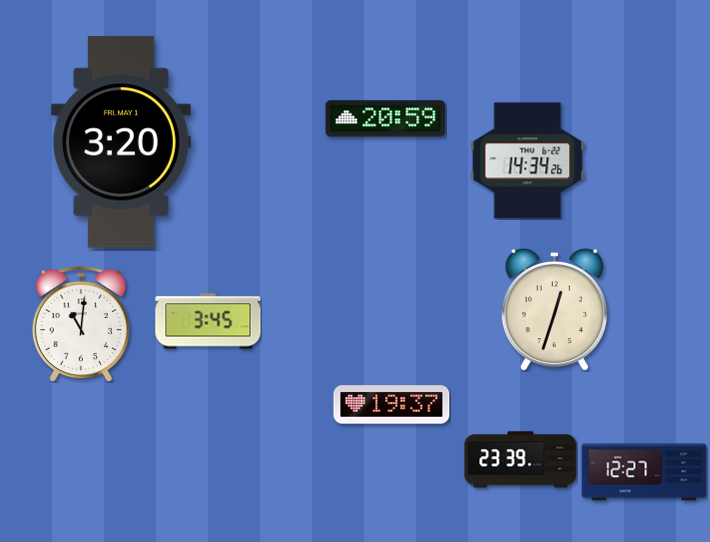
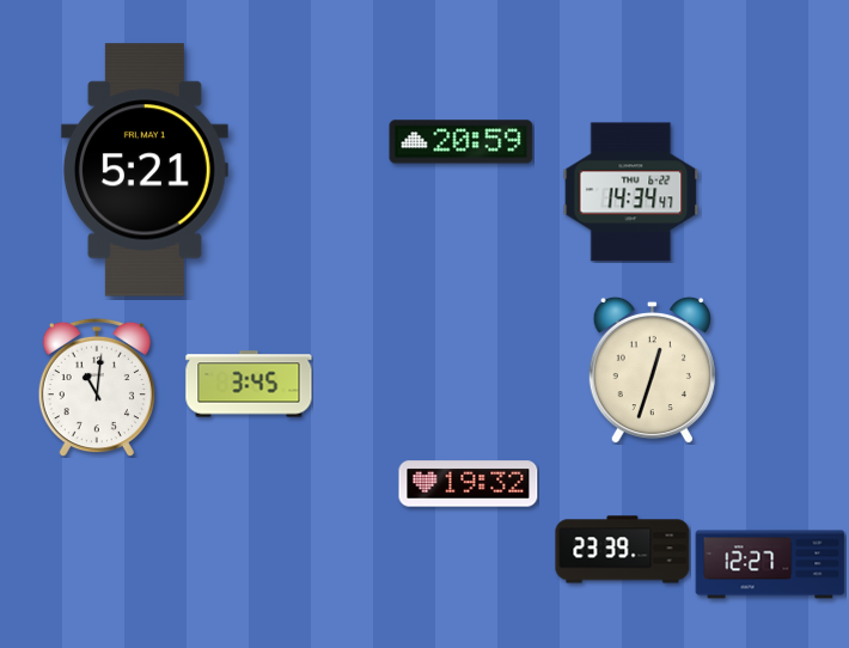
clock at (121, 142): 3:20 -> 5:21
clock at (528, 161): 14:34:26 -> 14:34:47
clock at (554, 309) position: (554, 309) -> (652, 369)
clock at (392, 405): 19:37 -> 19:32
